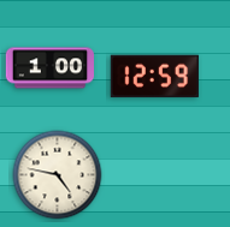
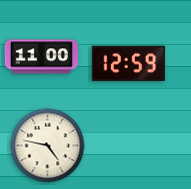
clock at (49, 68): 1:00 -> 11:00
